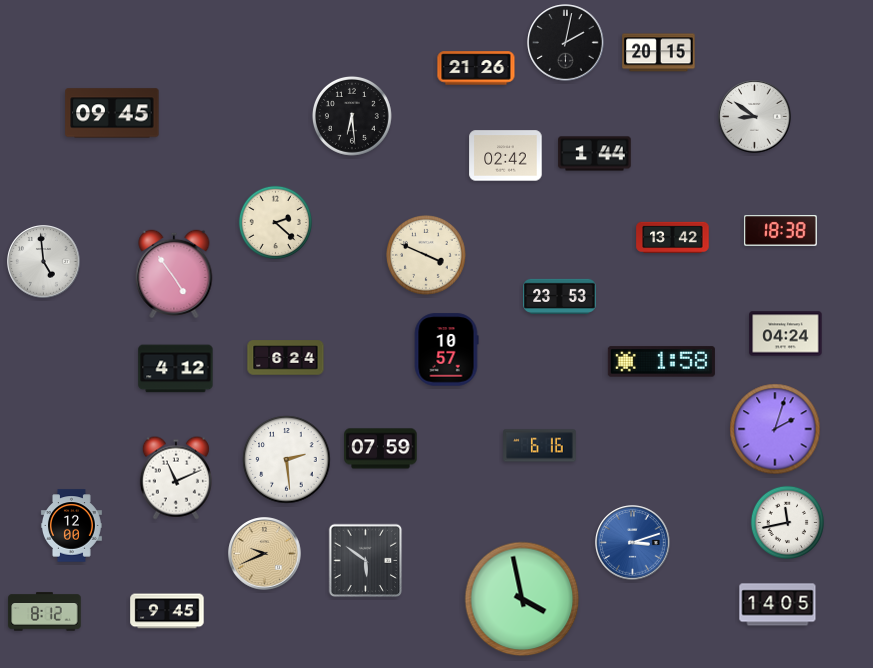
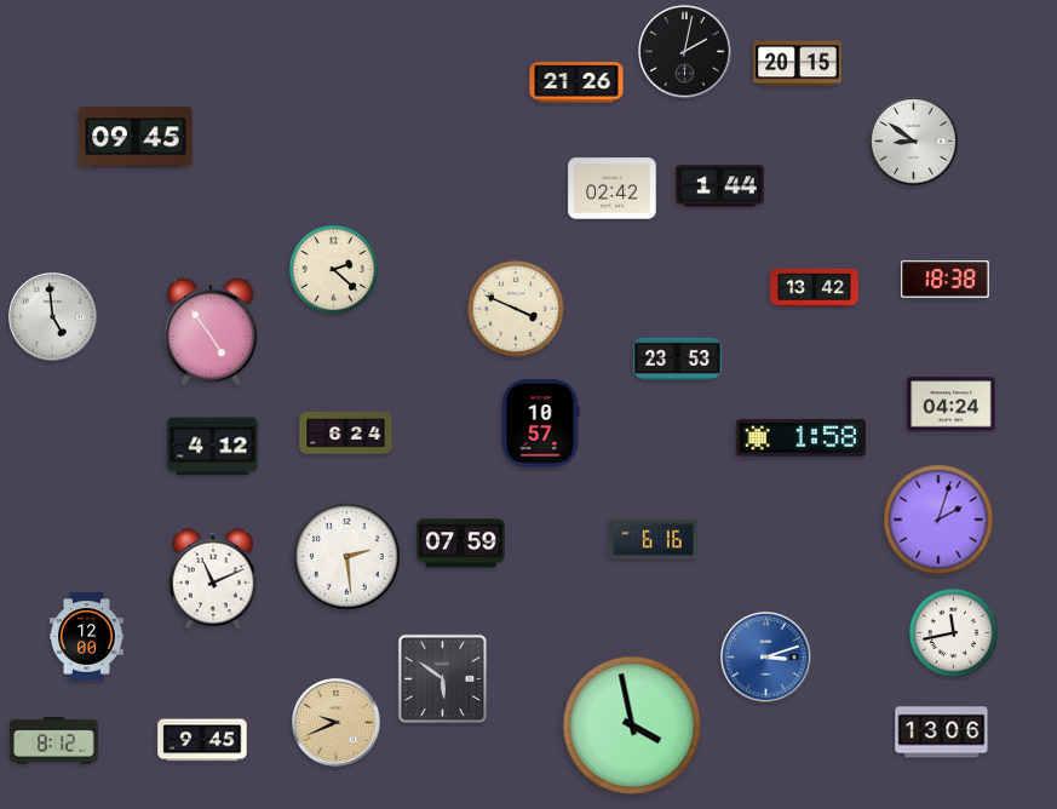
clock at (352, 116): 6:29 -> none
clock at (265, 554) position: (265, 554) -> (337, 723)
clock at (778, 605): 14:05 -> 13:06
